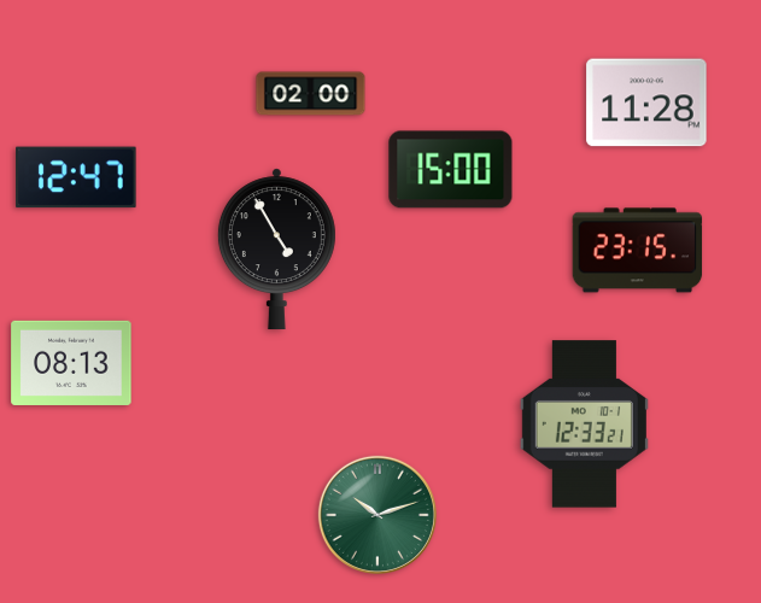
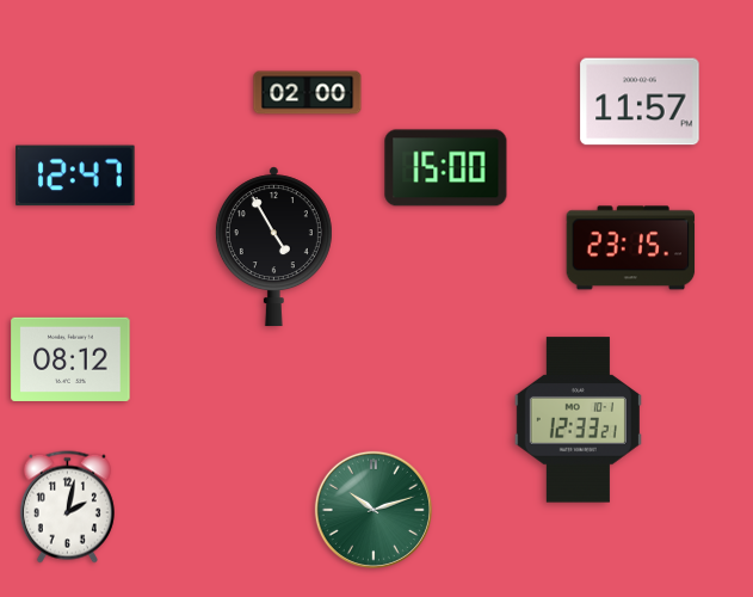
clock at (646, 103): 11:28 -> 11:57
clock at (71, 363): 08:13 -> 08:12
clock at (67, 507): none -> 2:02
